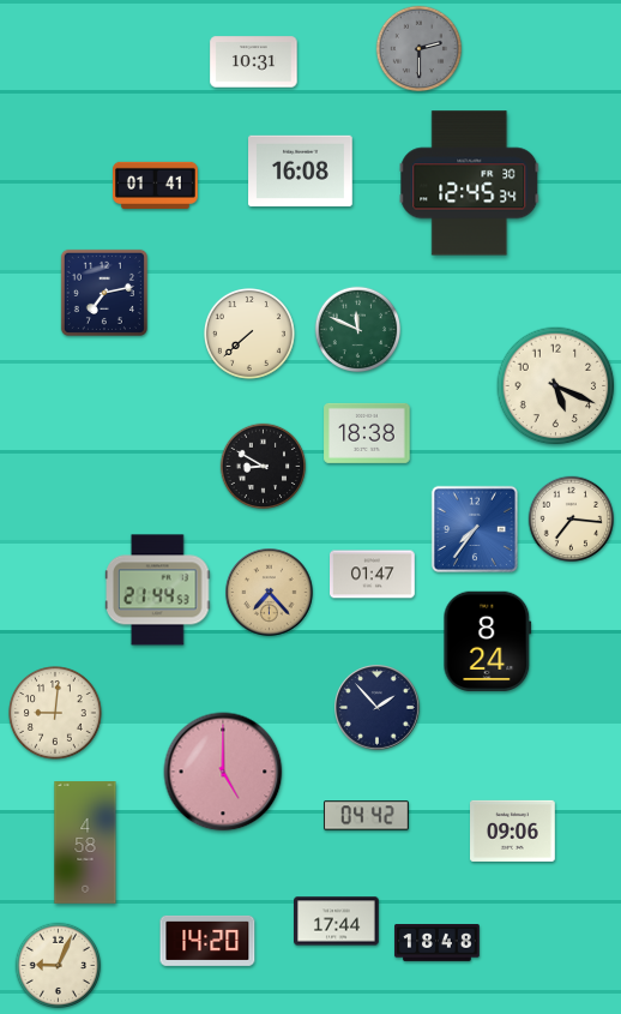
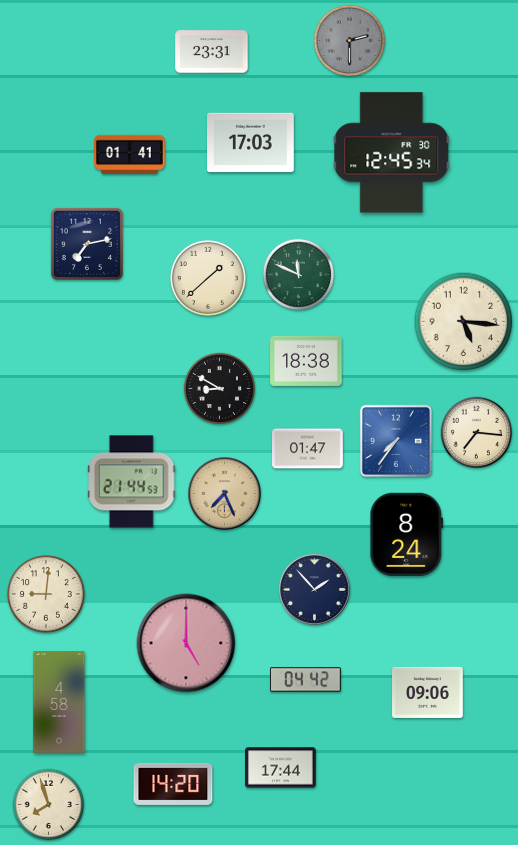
clock at (254, 62): 10:31 -> 23:31
clock at (301, 172): 16:08 -> 17:03
clock at (249, 334): 7:38 -> 1:38
clock at (556, 386): 5:19 -> 5:16
clock at (373, 575) position: (373, 575) -> (308, 449)
clock at (158, 590) position: (158, 590) -> (132, 482)
clock at (270, 593): 7:23 -> 7:26
clock at (85, 842) position: (85, 842) -> (59, 702)
clock at (438, 943): 18:48 -> none
clock at (59, 966): 9:04 -> 7:57
